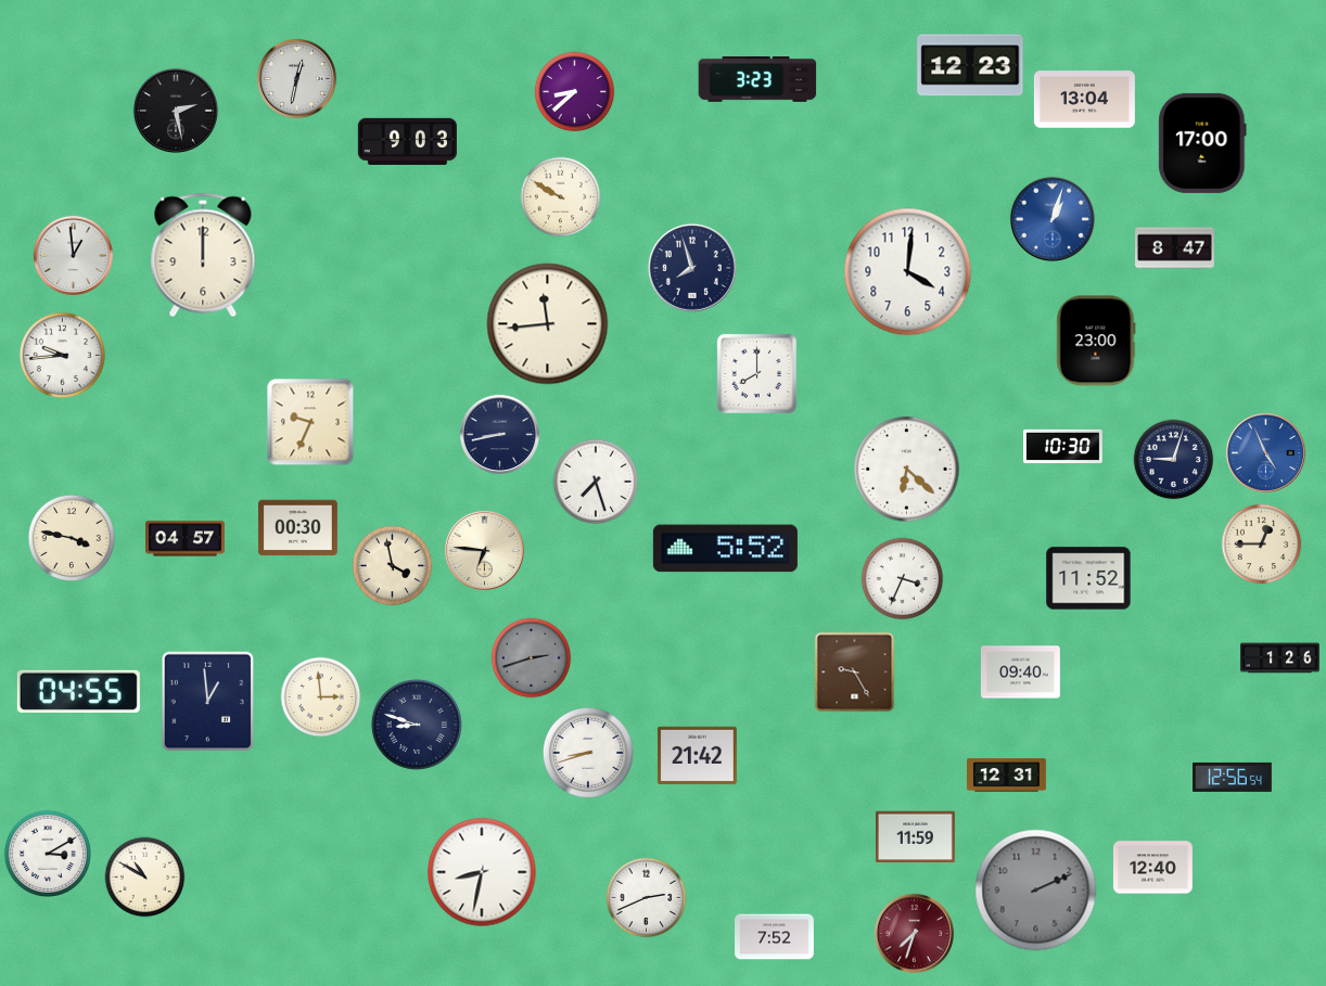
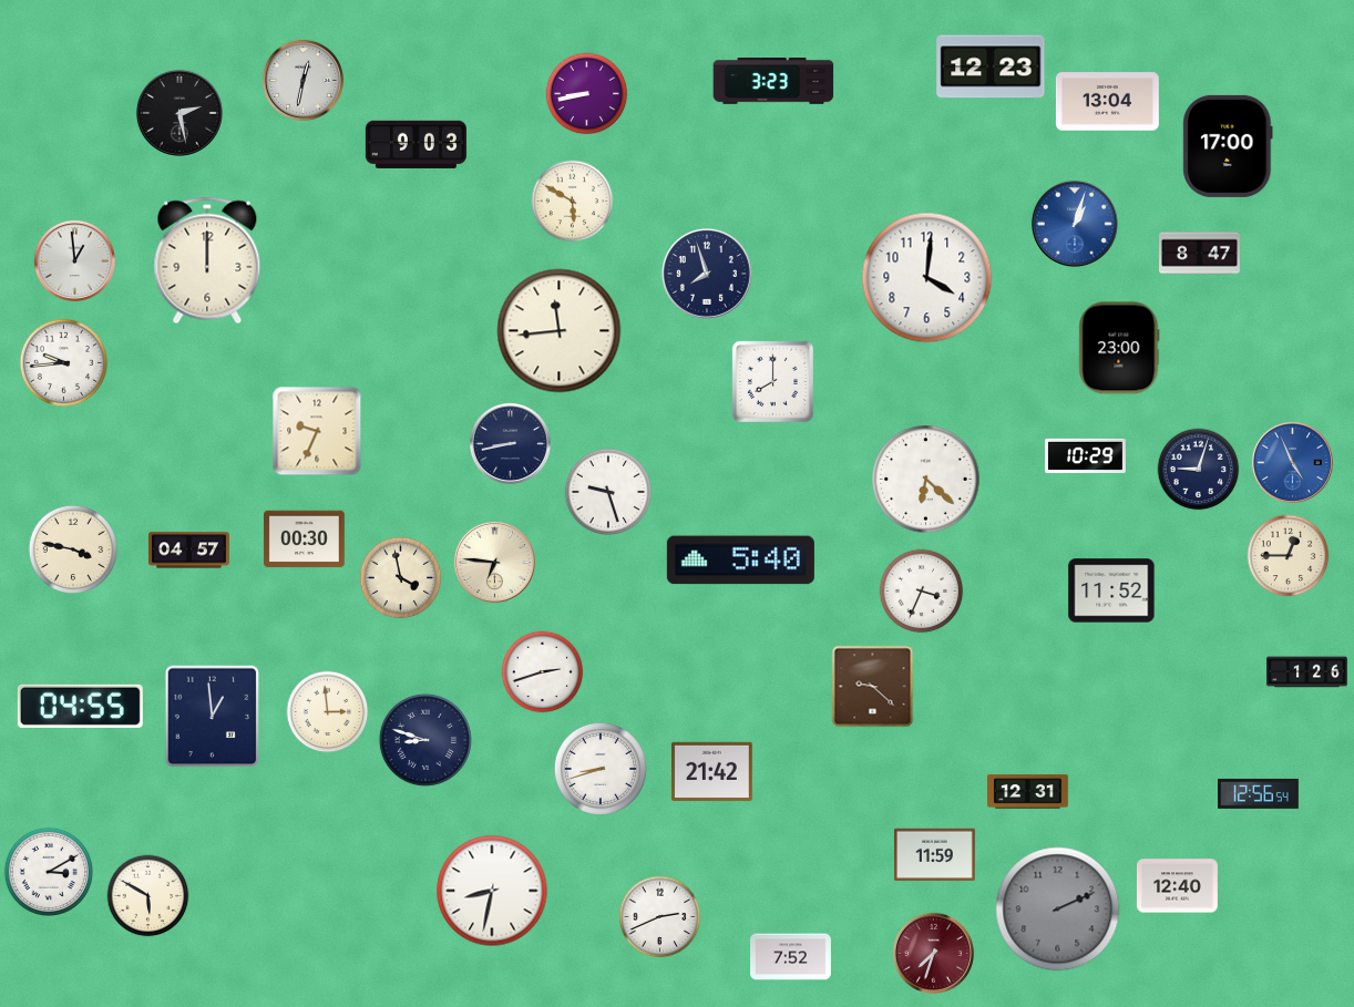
clock at (575, 92): 8:38 -> 8:43
clock at (561, 197): 9:50 -> 5:50
clock at (1063, 446): 10:30 -> 10:29
clock at (596, 482): 7:27 -> 9:27
clock at (725, 549): 5:52 -> 5:40
clock at (532, 658) dial: grey -> white
clock at (855, 673): 9:25 -> 9:22
clock at (1020, 673): 09:40 -> none
clock at (145, 878): 10:50 -> 5:50
